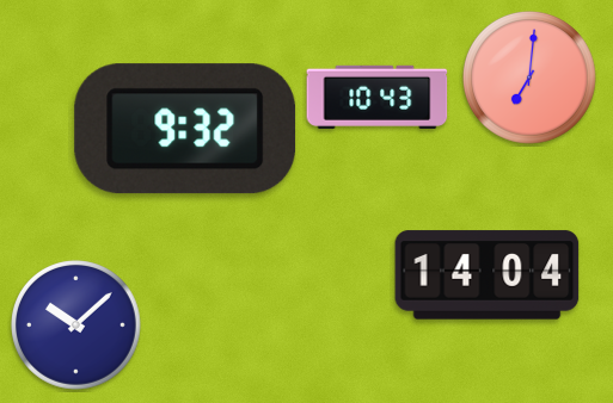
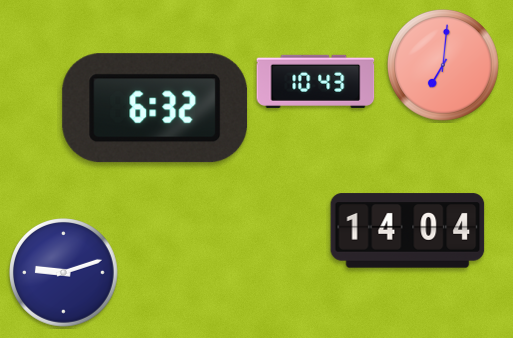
clock at (185, 129): 9:32 -> 6:32
clock at (76, 325): 10:08 -> 9:12
